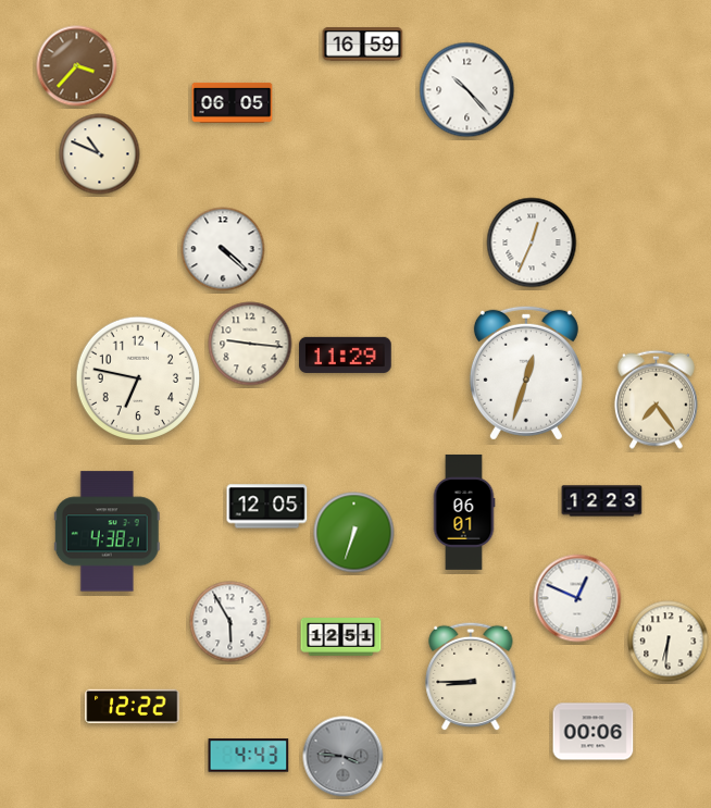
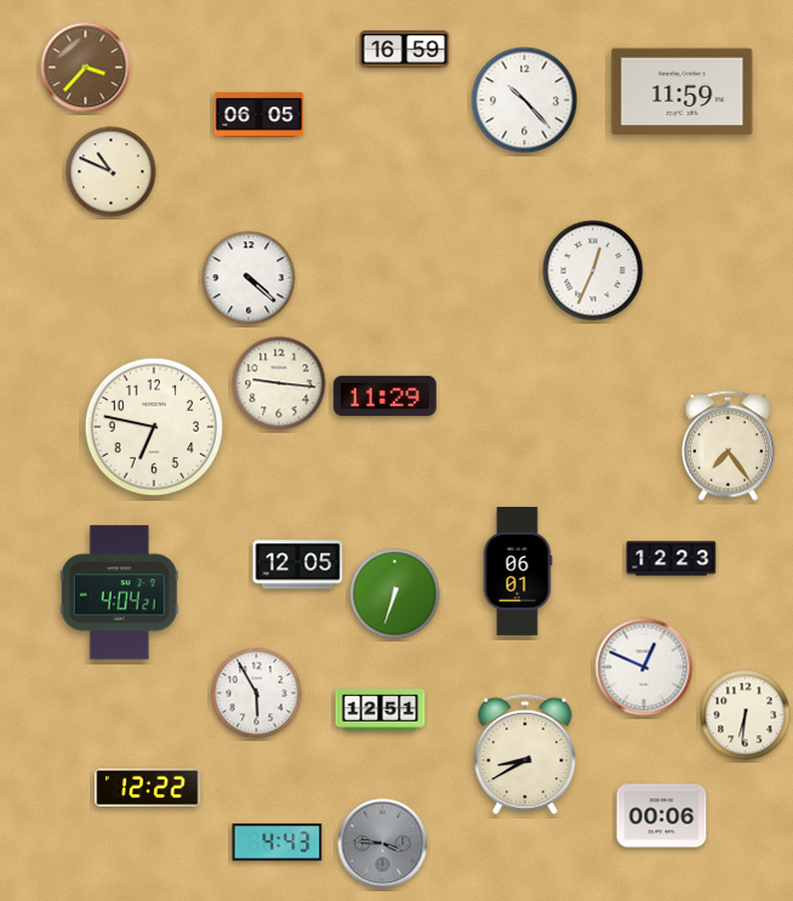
clock at (77, 66) position: (77, 66) -> (86, 68)
clock at (683, 92): none -> 11:59
clock at (467, 90) position: (467, 90) -> (525, 101)
clock at (526, 373): 12:33 -> none
clock at (138, 378) position: (138, 378) -> (154, 427)
clock at (656, 399) position: (656, 399) -> (728, 445)
clock at (107, 532): 4:38 -> 4:04
clock at (471, 676): 8:45 -> 8:40
